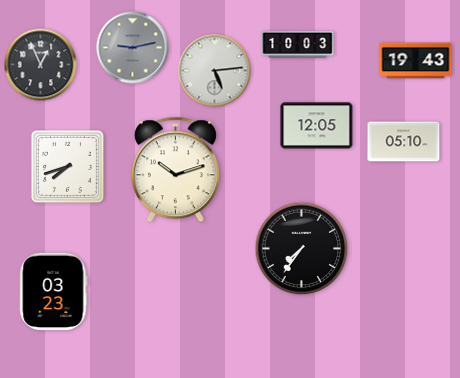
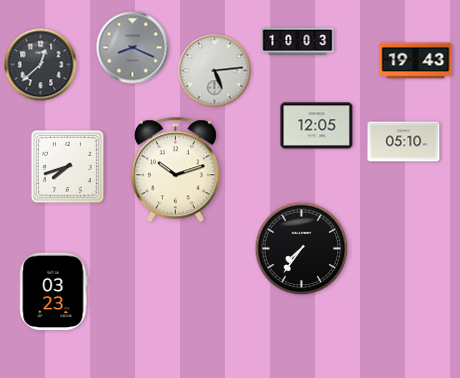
clock at (298, 44) position: (298, 44) -> (298, 41)
clock at (133, 48): 9:13 -> 8:19
clock at (41, 65): 12:56 -> 12:38
